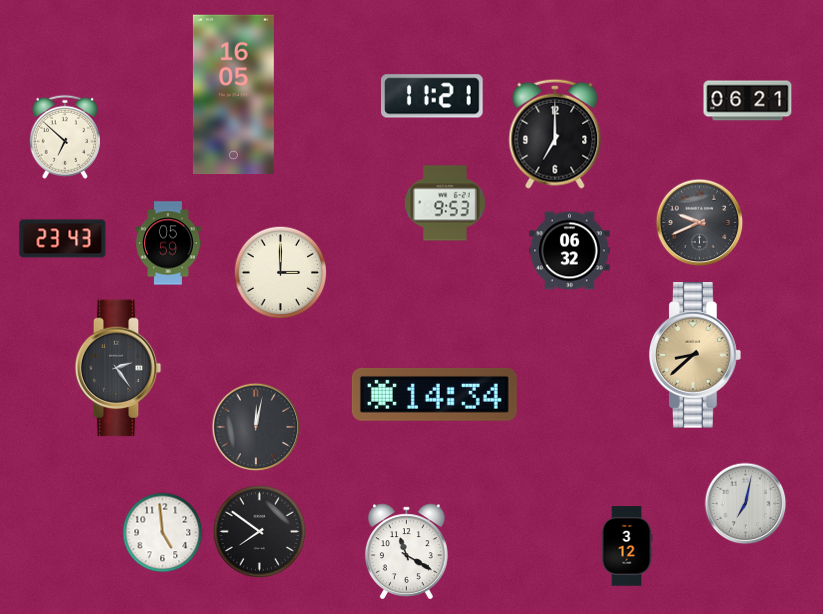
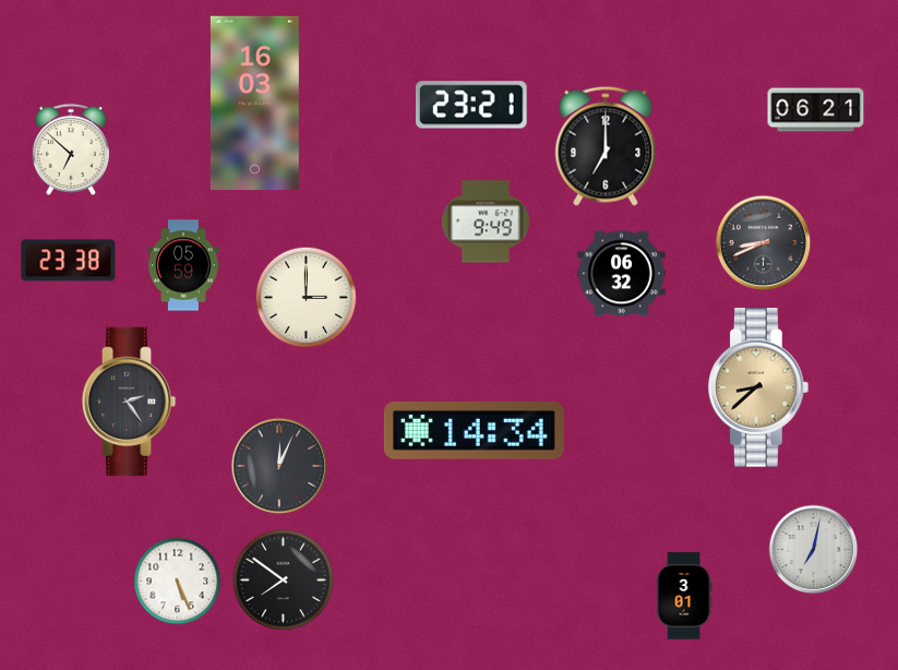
clock at (233, 95): 16:05 -> 16:03
clock at (432, 96): 11:21 -> 23:21
clock at (446, 203): 9:53 -> 9:49
clock at (700, 223): 9:41 -> 8:41
clock at (63, 239): 23:43 -> 23:38
clock at (256, 427): 12:02 -> 12:04
clock at (163, 533): 4:59 -> 5:26
clock at (627, 546): 3:12 -> 3:01
clock at (406, 552): 11:20 -> none
